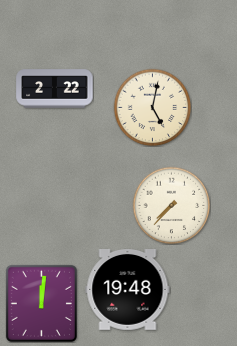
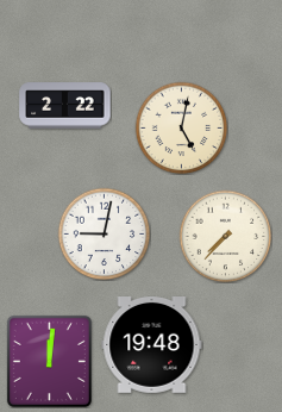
clock at (104, 233): none -> 9:02
clock at (171, 205) position: (171, 205) -> (225, 236)
